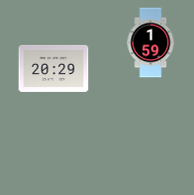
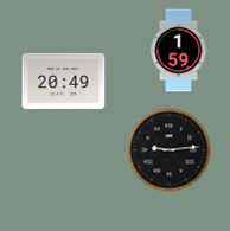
clock at (54, 68): 20:29 -> 20:49
clock at (170, 150): none -> 9:14
